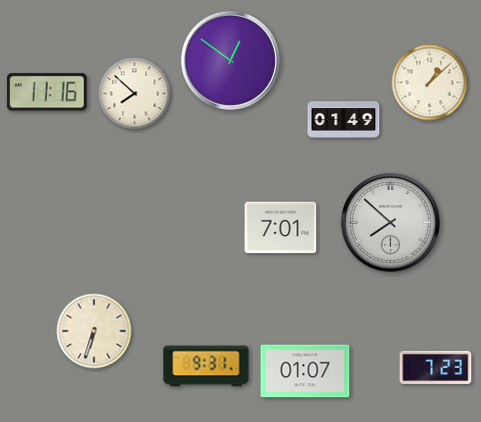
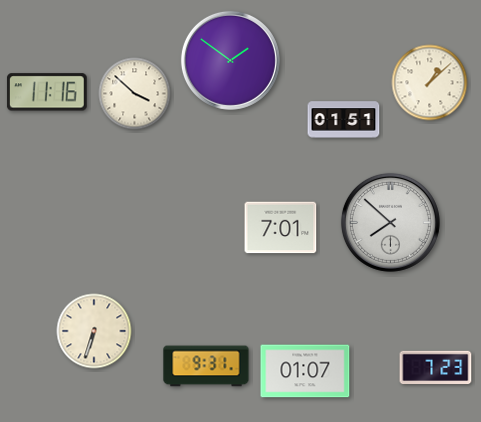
clock at (230, 60): 12:51 -> 1:51
clock at (135, 94): 7:52 -> 3:52
clock at (344, 120): 01:49 -> 01:51
